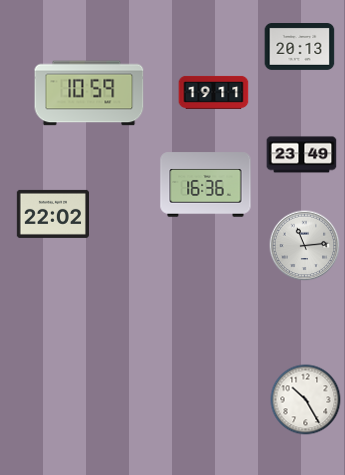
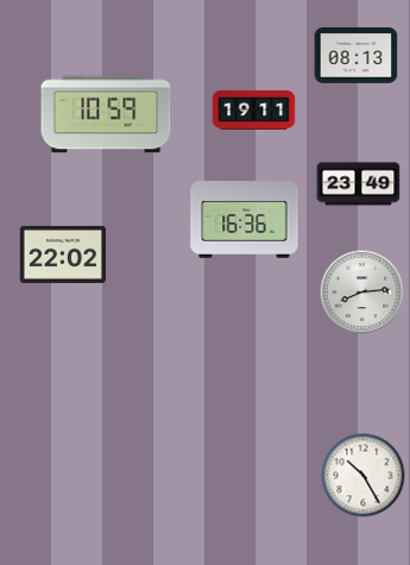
clock at (300, 47): 20:13 -> 08:13
clock at (89, 93) position: (89, 93) -> (106, 114)
clock at (305, 246): 11:14 -> 8:14
